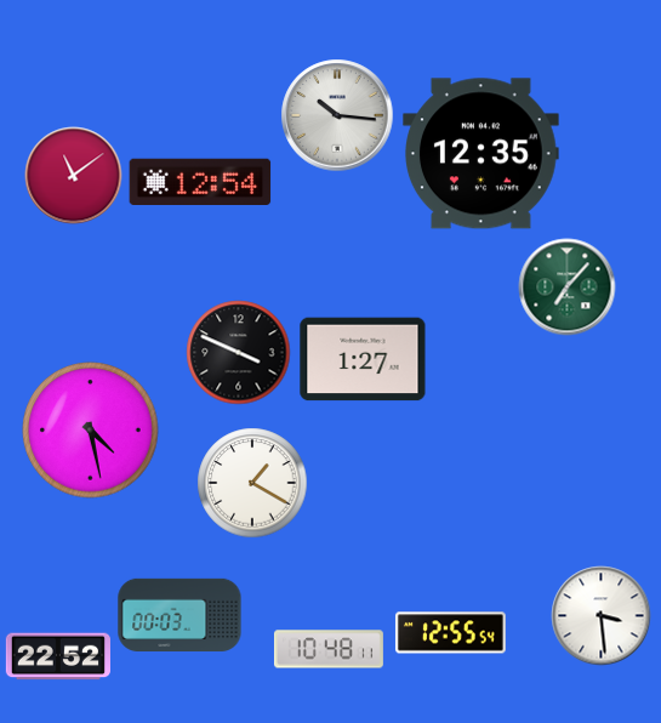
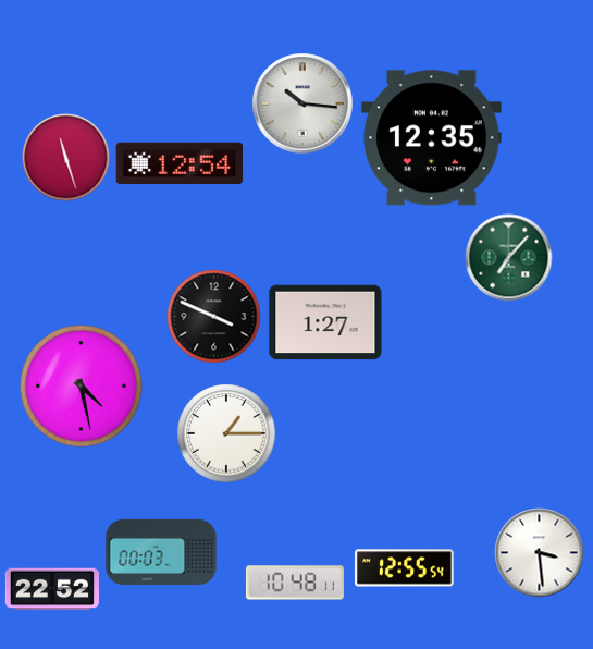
clock at (74, 176): 11:09 -> 11:27
clock at (252, 483): 1:20 -> 1:15
